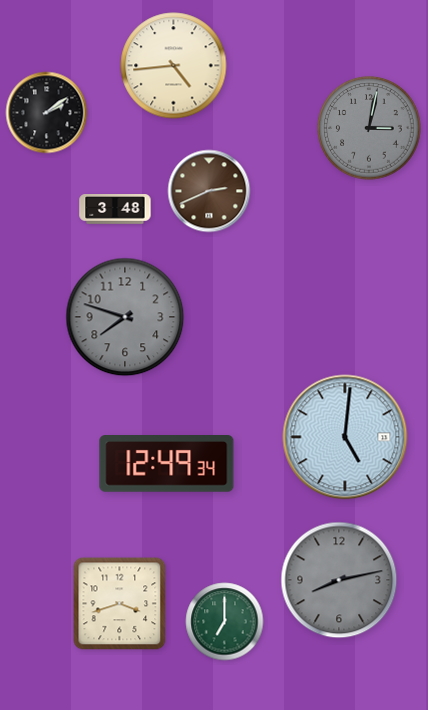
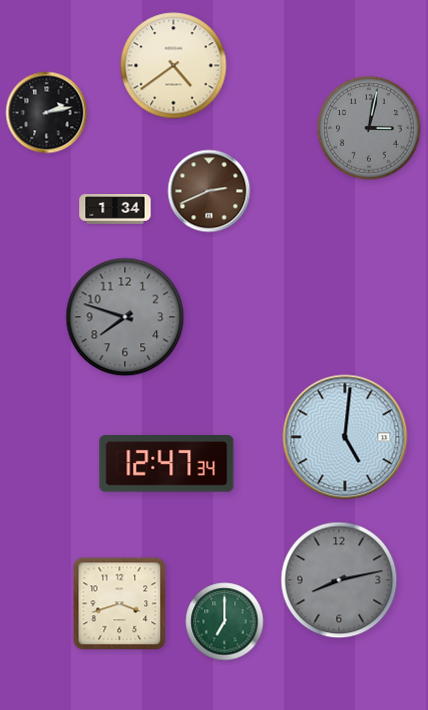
clock at (174, 66): 4:44 -> 4:39
clock at (47, 113): 2:09 -> 2:13
clock at (115, 209): 3:48 -> 1:34
clock at (167, 464): 12:49 -> 12:47
